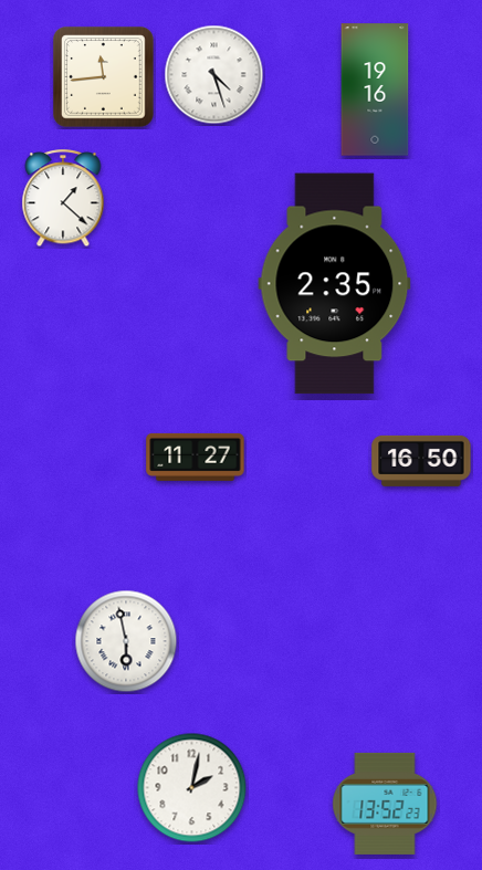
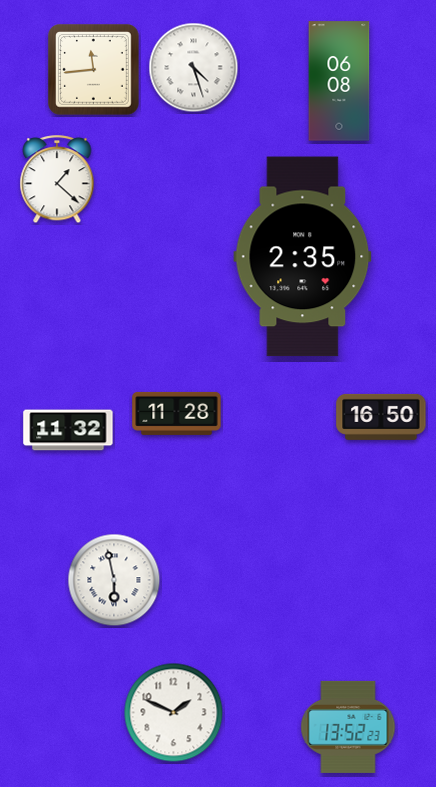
clock at (375, 90): 19:16 -> 06:08
clock at (196, 457): 11:27 -> 11:28
clock at (68, 430): none -> 11:32
clock at (192, 788): 2:02 -> 1:49
